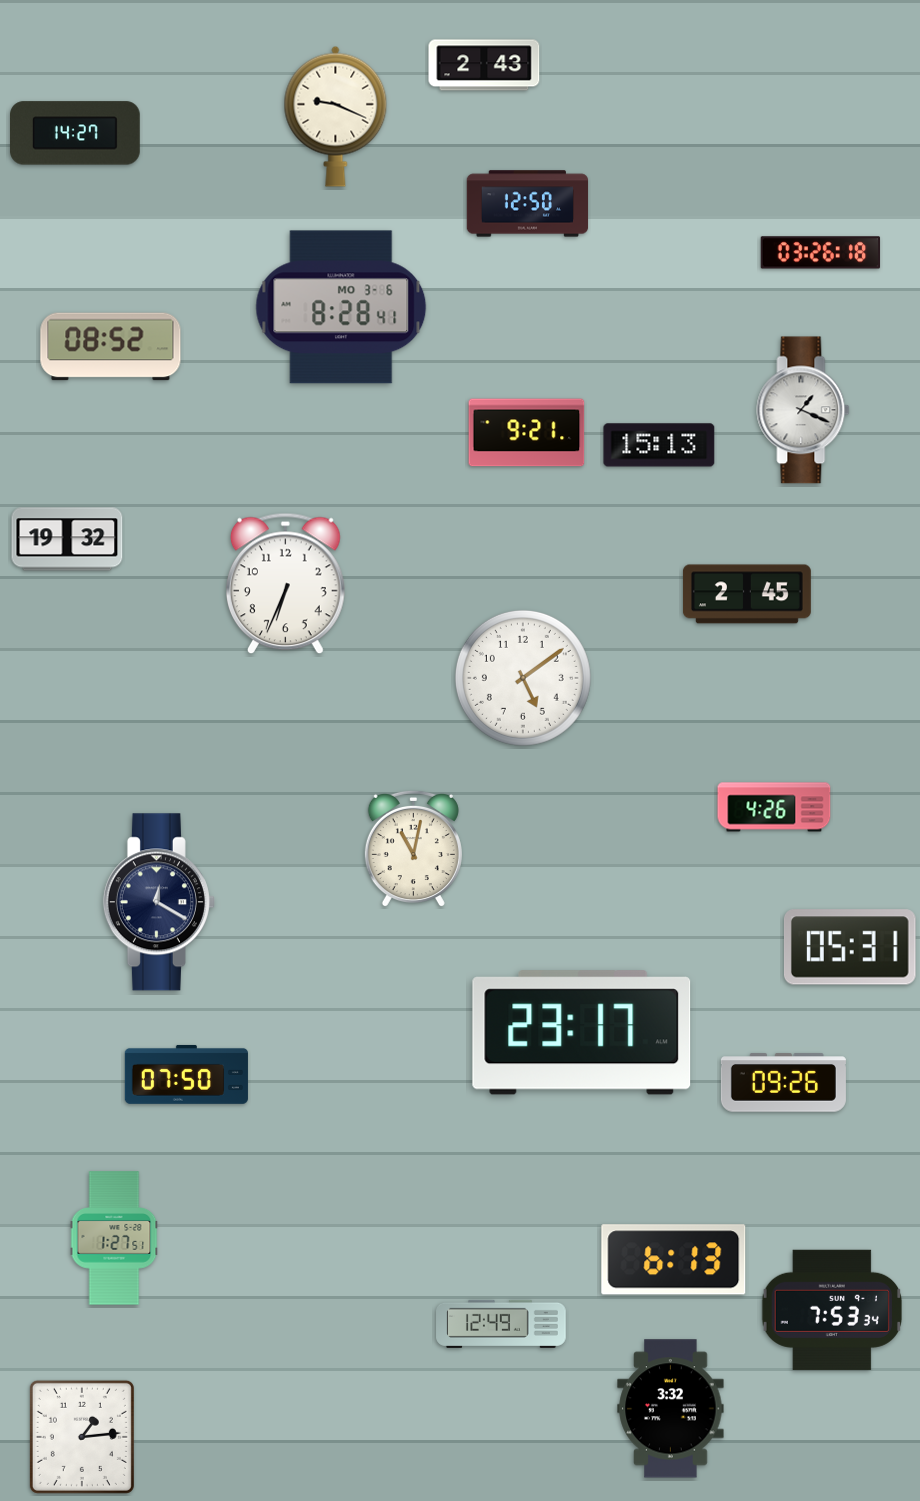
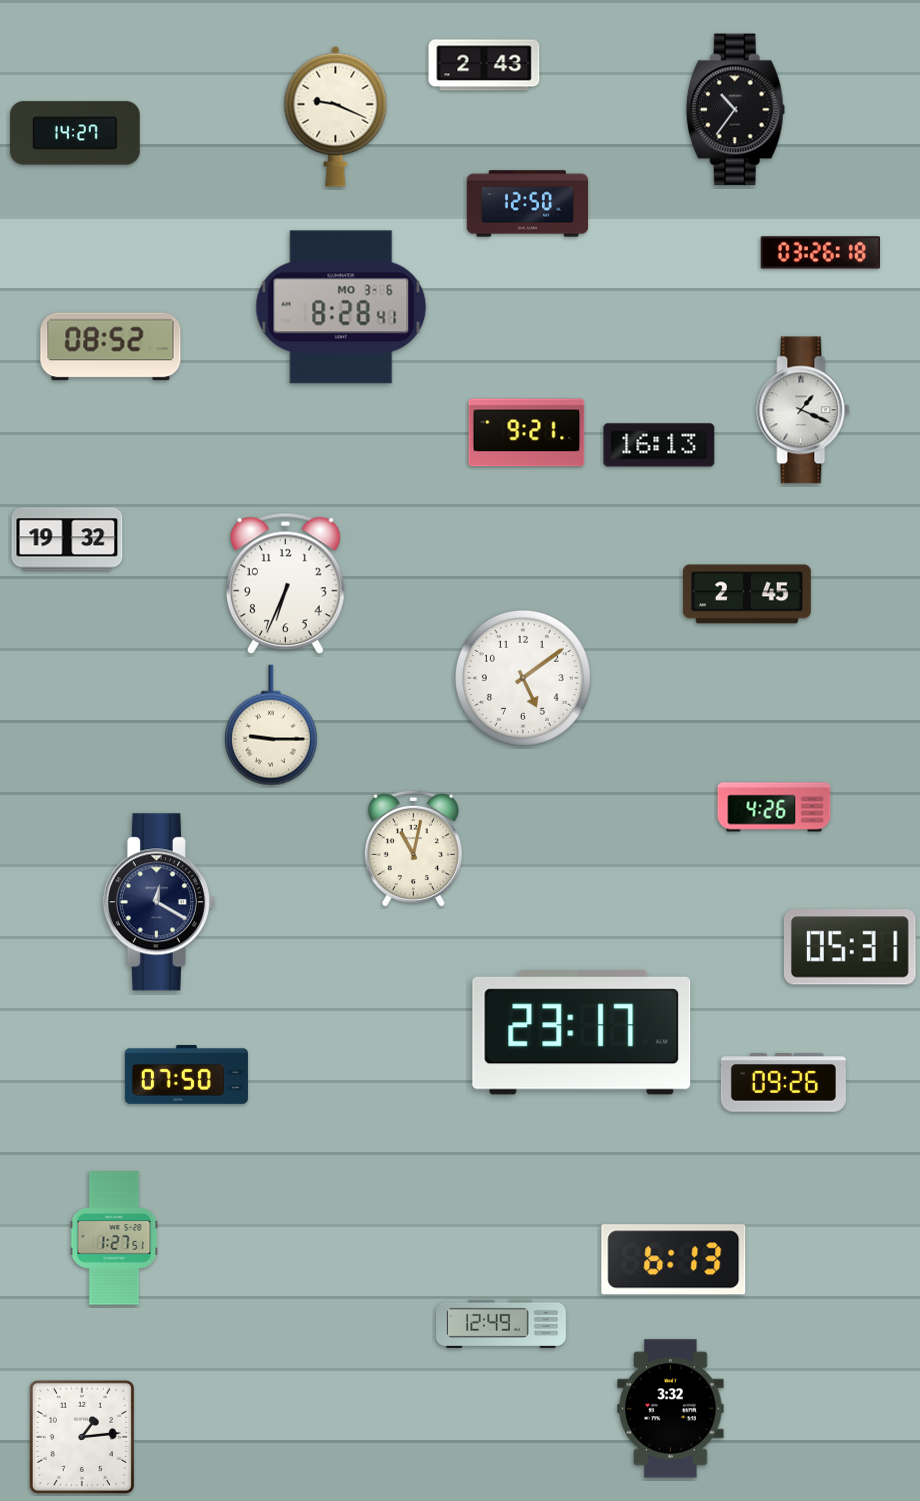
clock at (735, 110): none -> 10:36
clock at (659, 445): 15:13 -> 16:13
clock at (271, 725): none -> 9:15
clock at (831, 1310): 7:53 -> none
